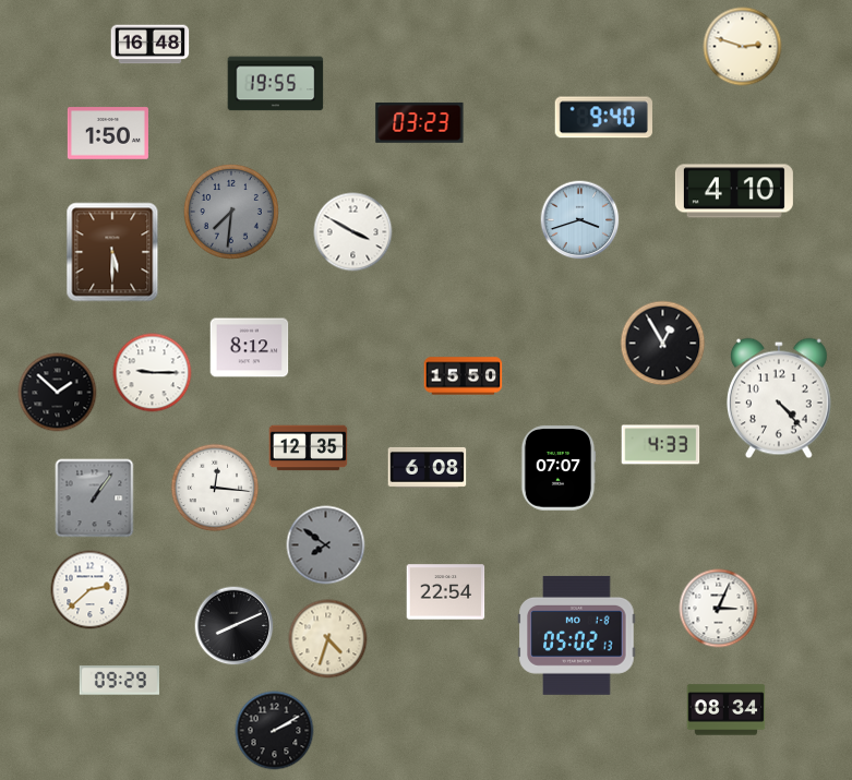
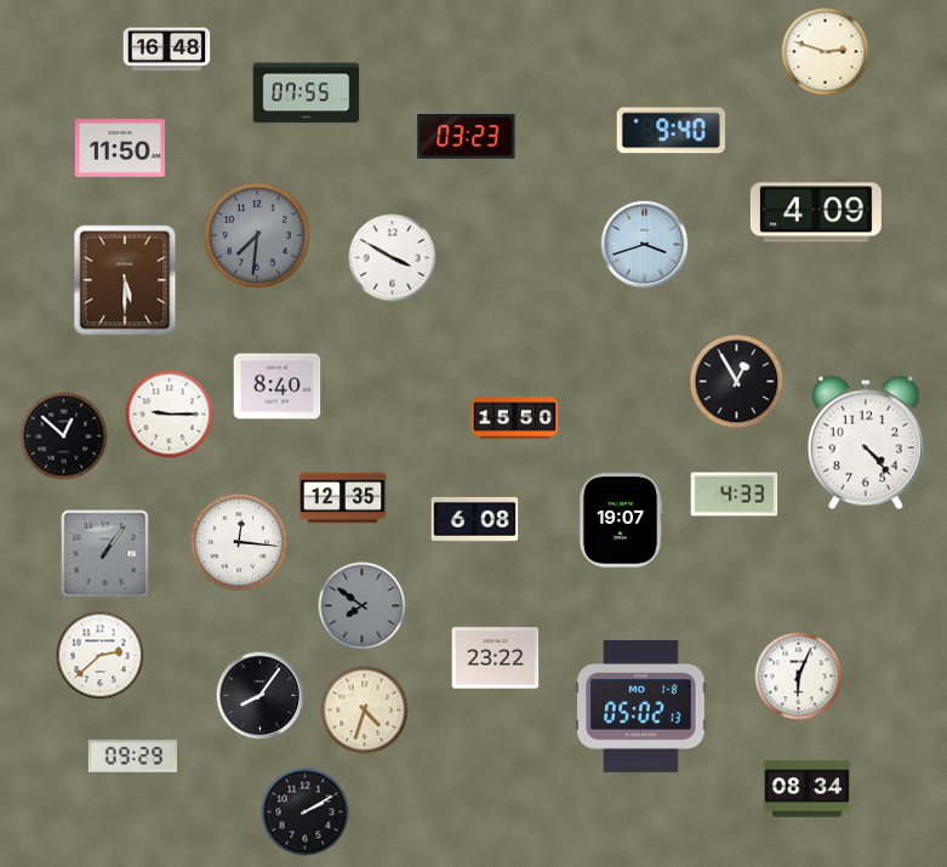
clock at (276, 84): 19:55 -> 07:55
clock at (108, 133): 1:50 -> 11:50
clock at (734, 191): 4:10 -> 4:09
clock at (250, 348): 8:12 -> 8:40
clock at (58, 393): 1:52 -> 12:52
clock at (559, 468): 07:07 -> 19:07
clock at (446, 592): 22:54 -> 23:22
clock at (719, 609): 3:04 -> 6:04
clock at (235, 626): 8:11 -> 8:06
